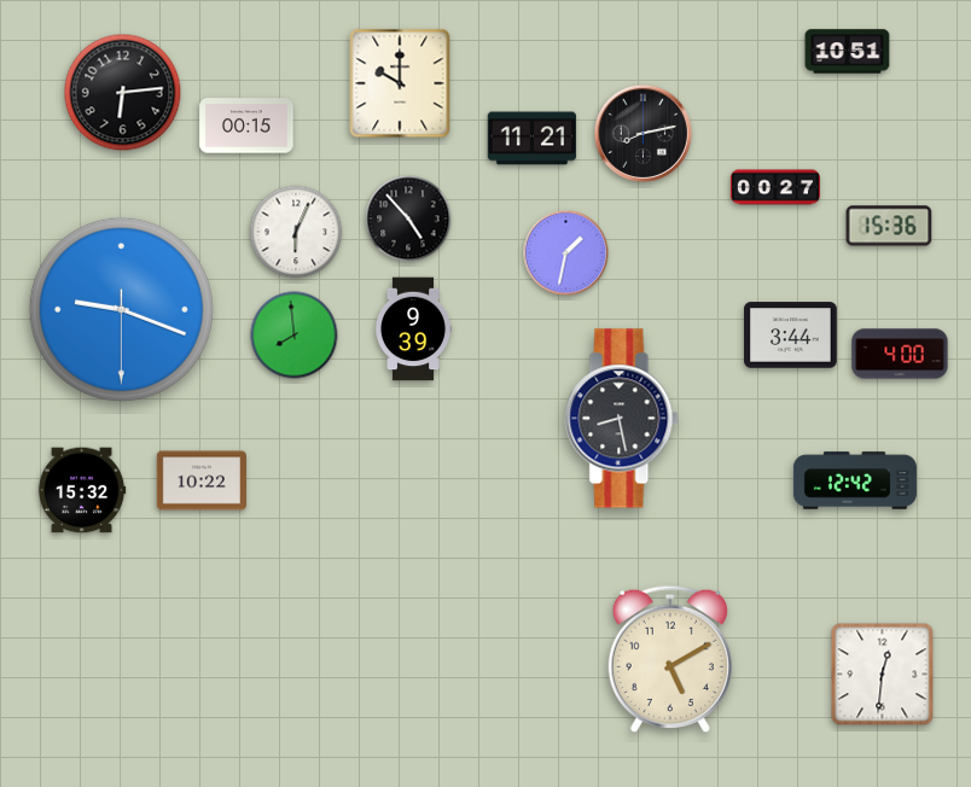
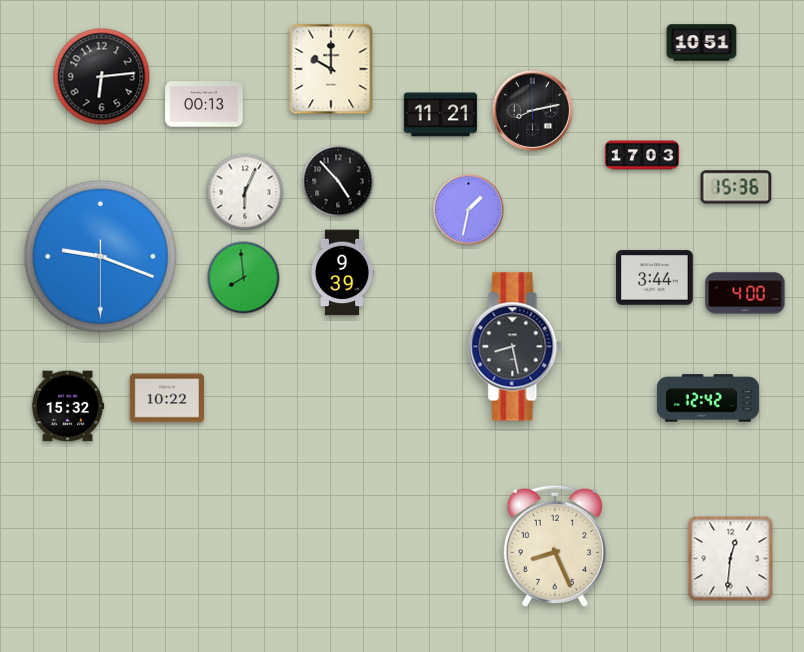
clock at (246, 126): 00:15 -> 00:13
clock at (775, 187): 00:27 -> 17:03
clock at (670, 658): 5:10 -> 8:26
